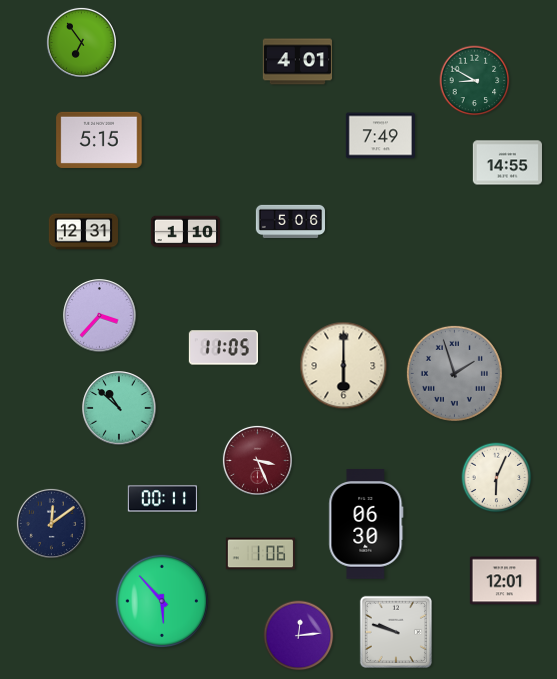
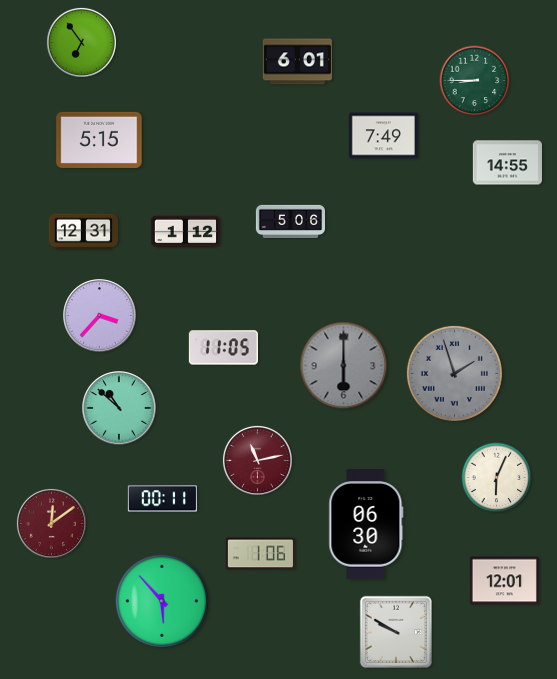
clock at (297, 62): 4:01 -> 6:01
clock at (475, 81): 8:50 -> 8:45
clock at (380, 136) position: (380, 136) -> (383, 136)
clock at (185, 232): 1:10 -> 1:12
clock at (344, 366) dial: cream -> grey
clock at (257, 460): 3:26 -> 11:13
clock at (51, 523) dial: navy -> burgundy
clock at (396, 632): 9:48 -> 9:50
clock at (299, 636): 12:14 -> none
